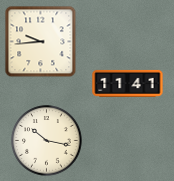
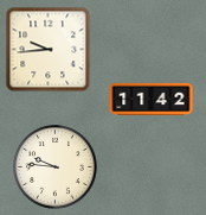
clock at (128, 83): 11:41 -> 11:42
clock at (47, 141): 10:17 -> 9:46
